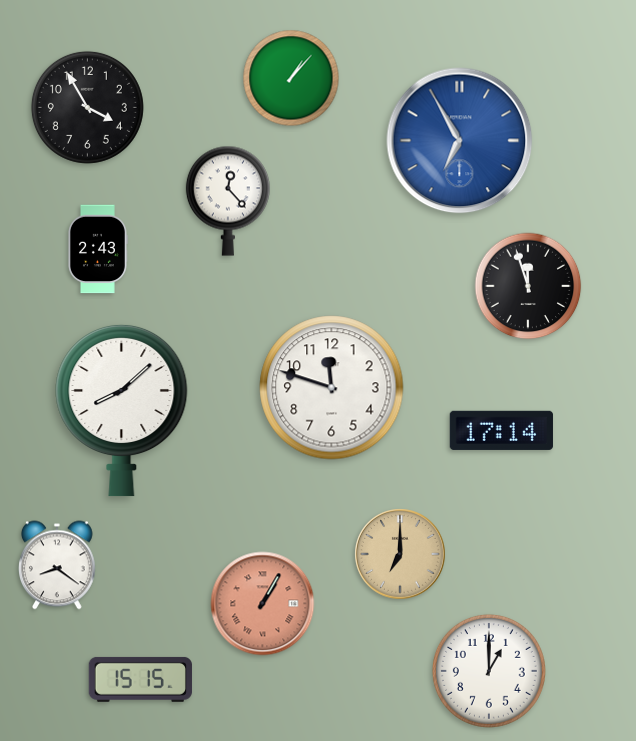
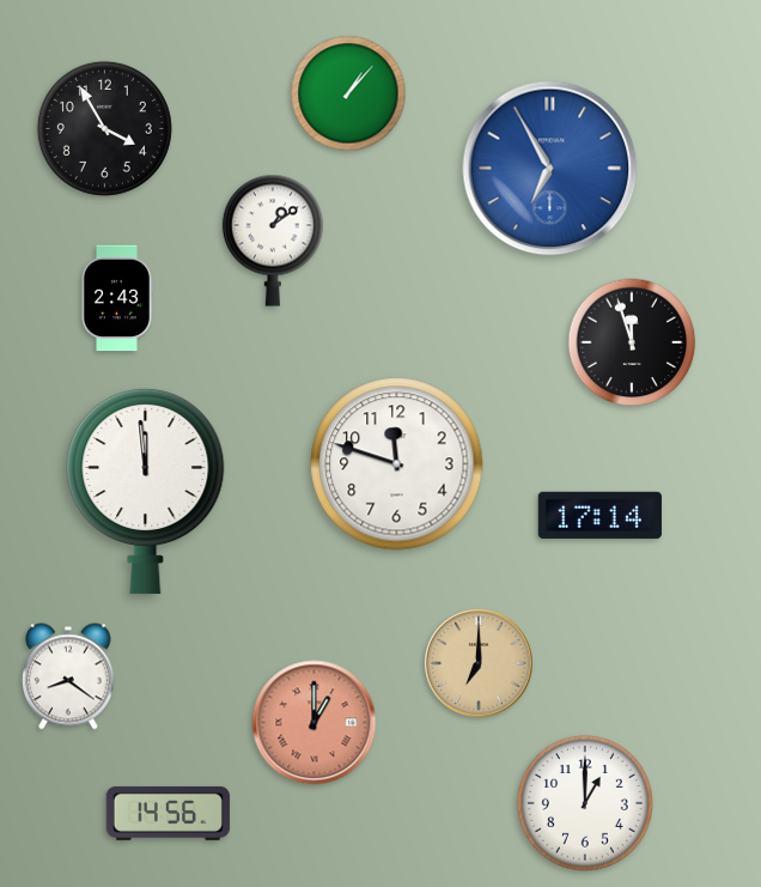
clock at (228, 201): 12:23 -> 1:09
clock at (122, 410): 8:08 -> 11:59
clock at (263, 604): 1:05 -> 1:00
clock at (140, 679): 15:15 -> 14:56
